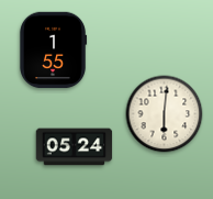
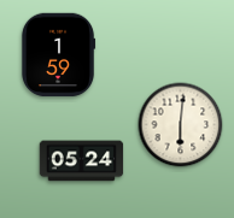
clock at (53, 51): 1:55 -> 1:59
